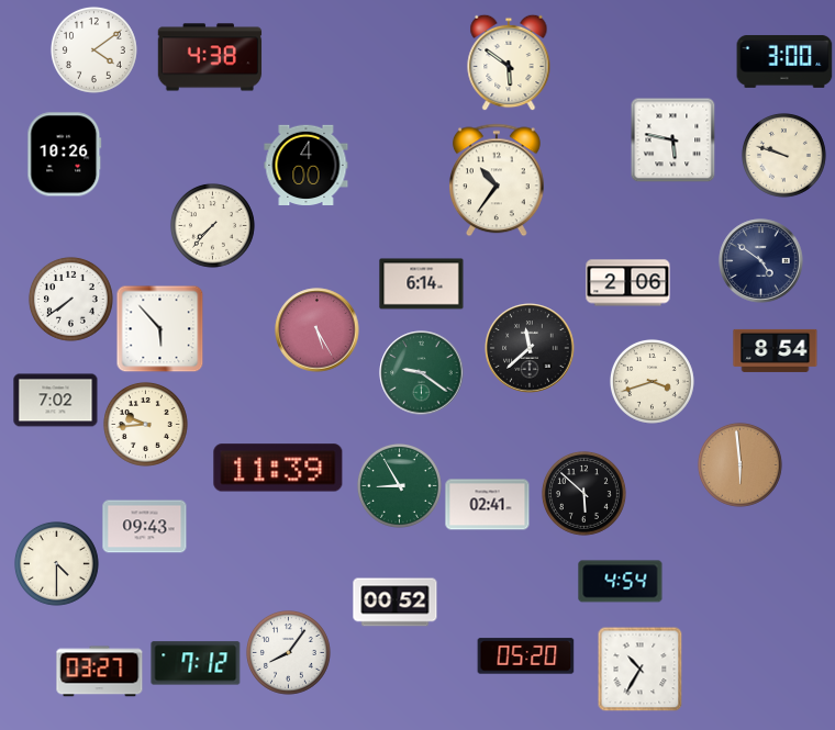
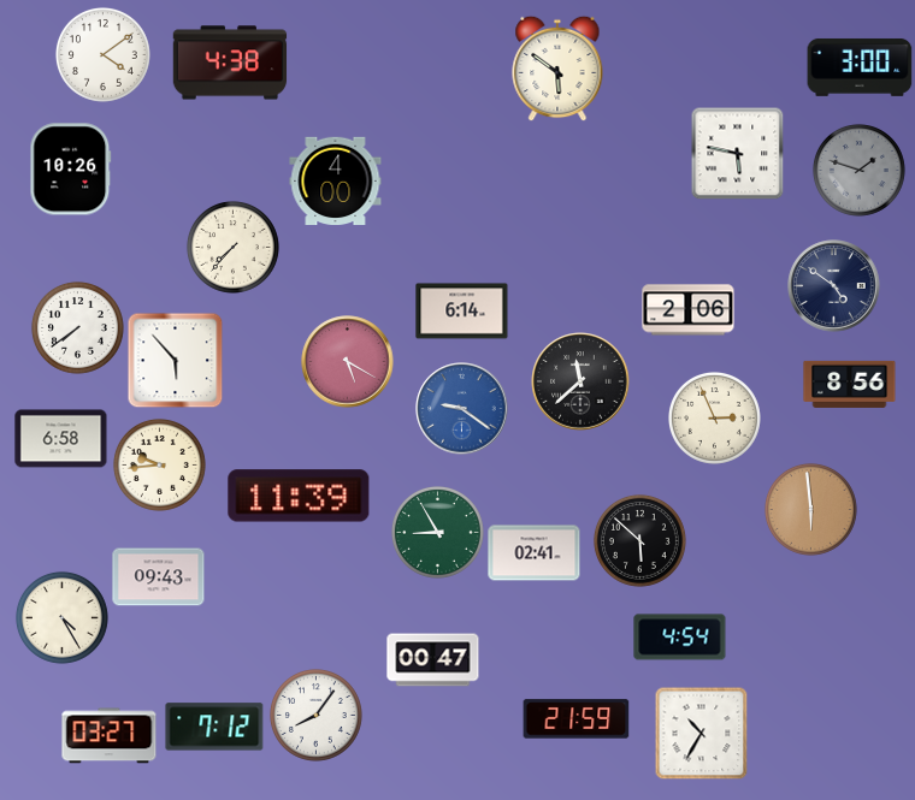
clock at (783, 155): 9:48 -> 1:48
clock at (783, 155) dial: cream -> grey
clock at (497, 180): 10:36 -> none
clock at (318, 330): 5:25 -> 5:20
clock at (776, 350): 8:54 -> 8:56
clock at (422, 373) dial: green -> blue
clock at (652, 381): 3:42 -> 2:56
clock at (56, 401): 7:02 -> 6:58
clock at (278, 468) position: (278, 468) -> (299, 496)
clock at (56, 563): 4:30 -> 4:25
clock at (396, 603): 00:52 -> 00:47
clock at (526, 656): 05:20 -> 21:59
